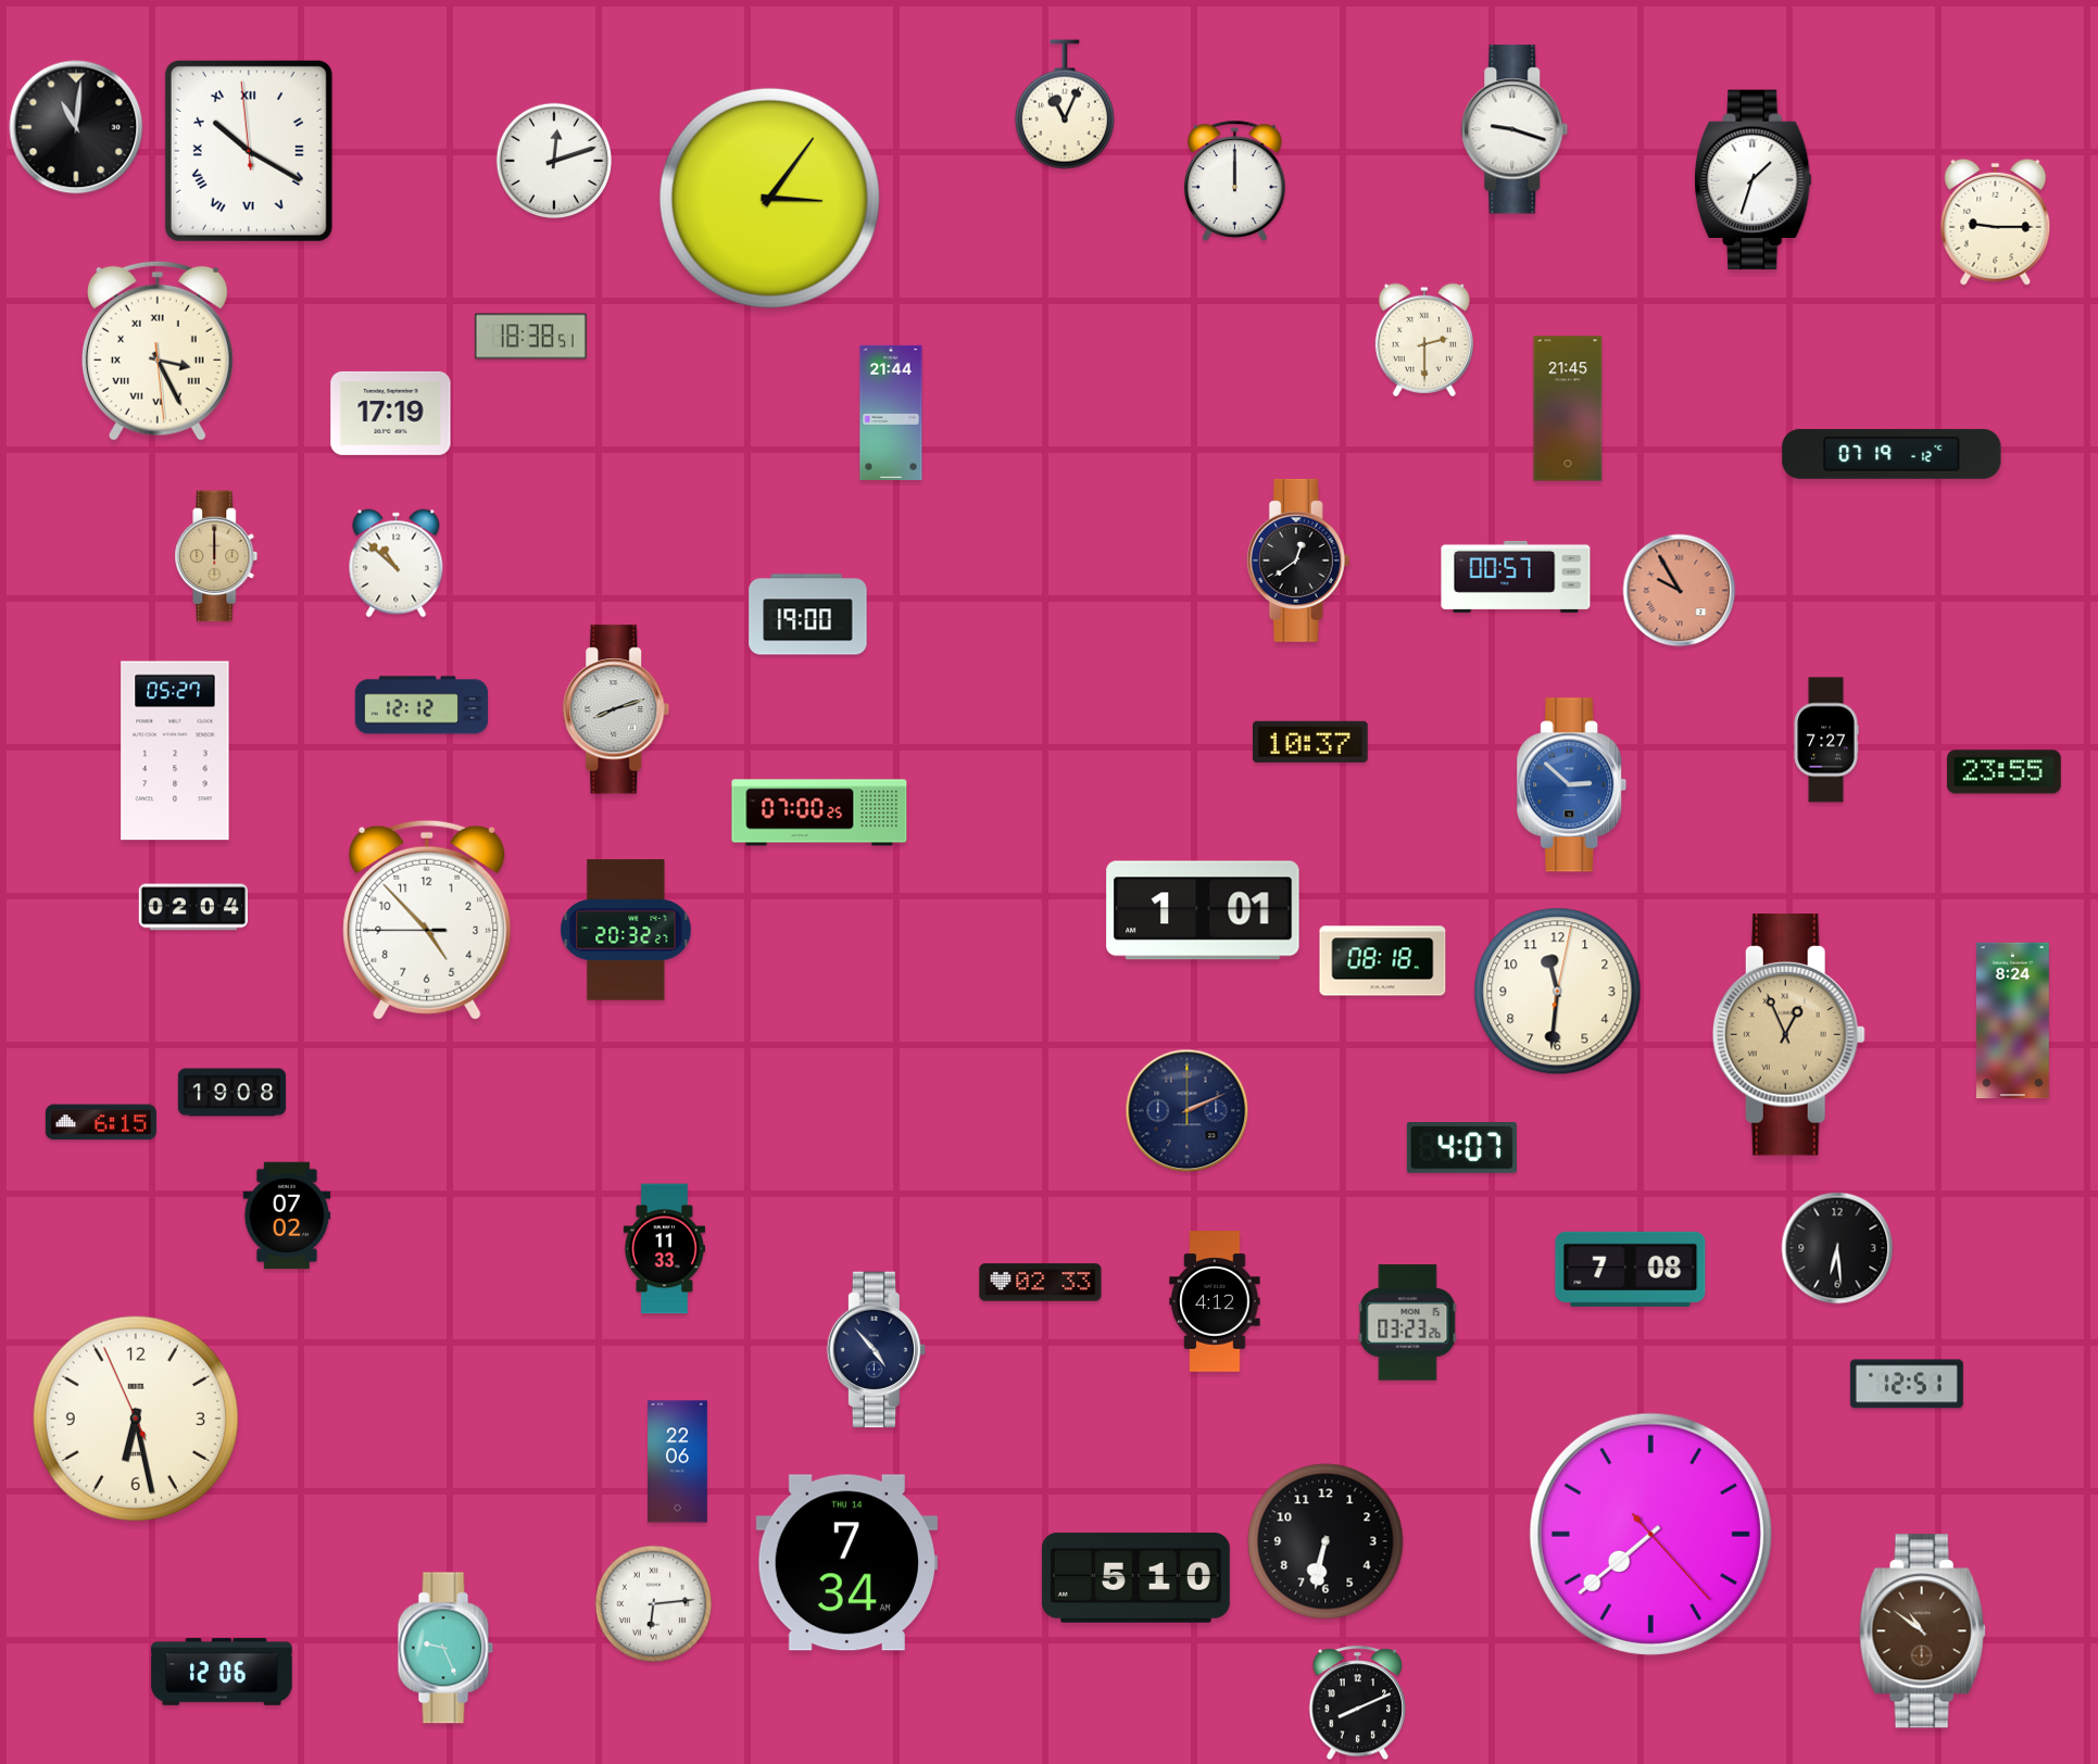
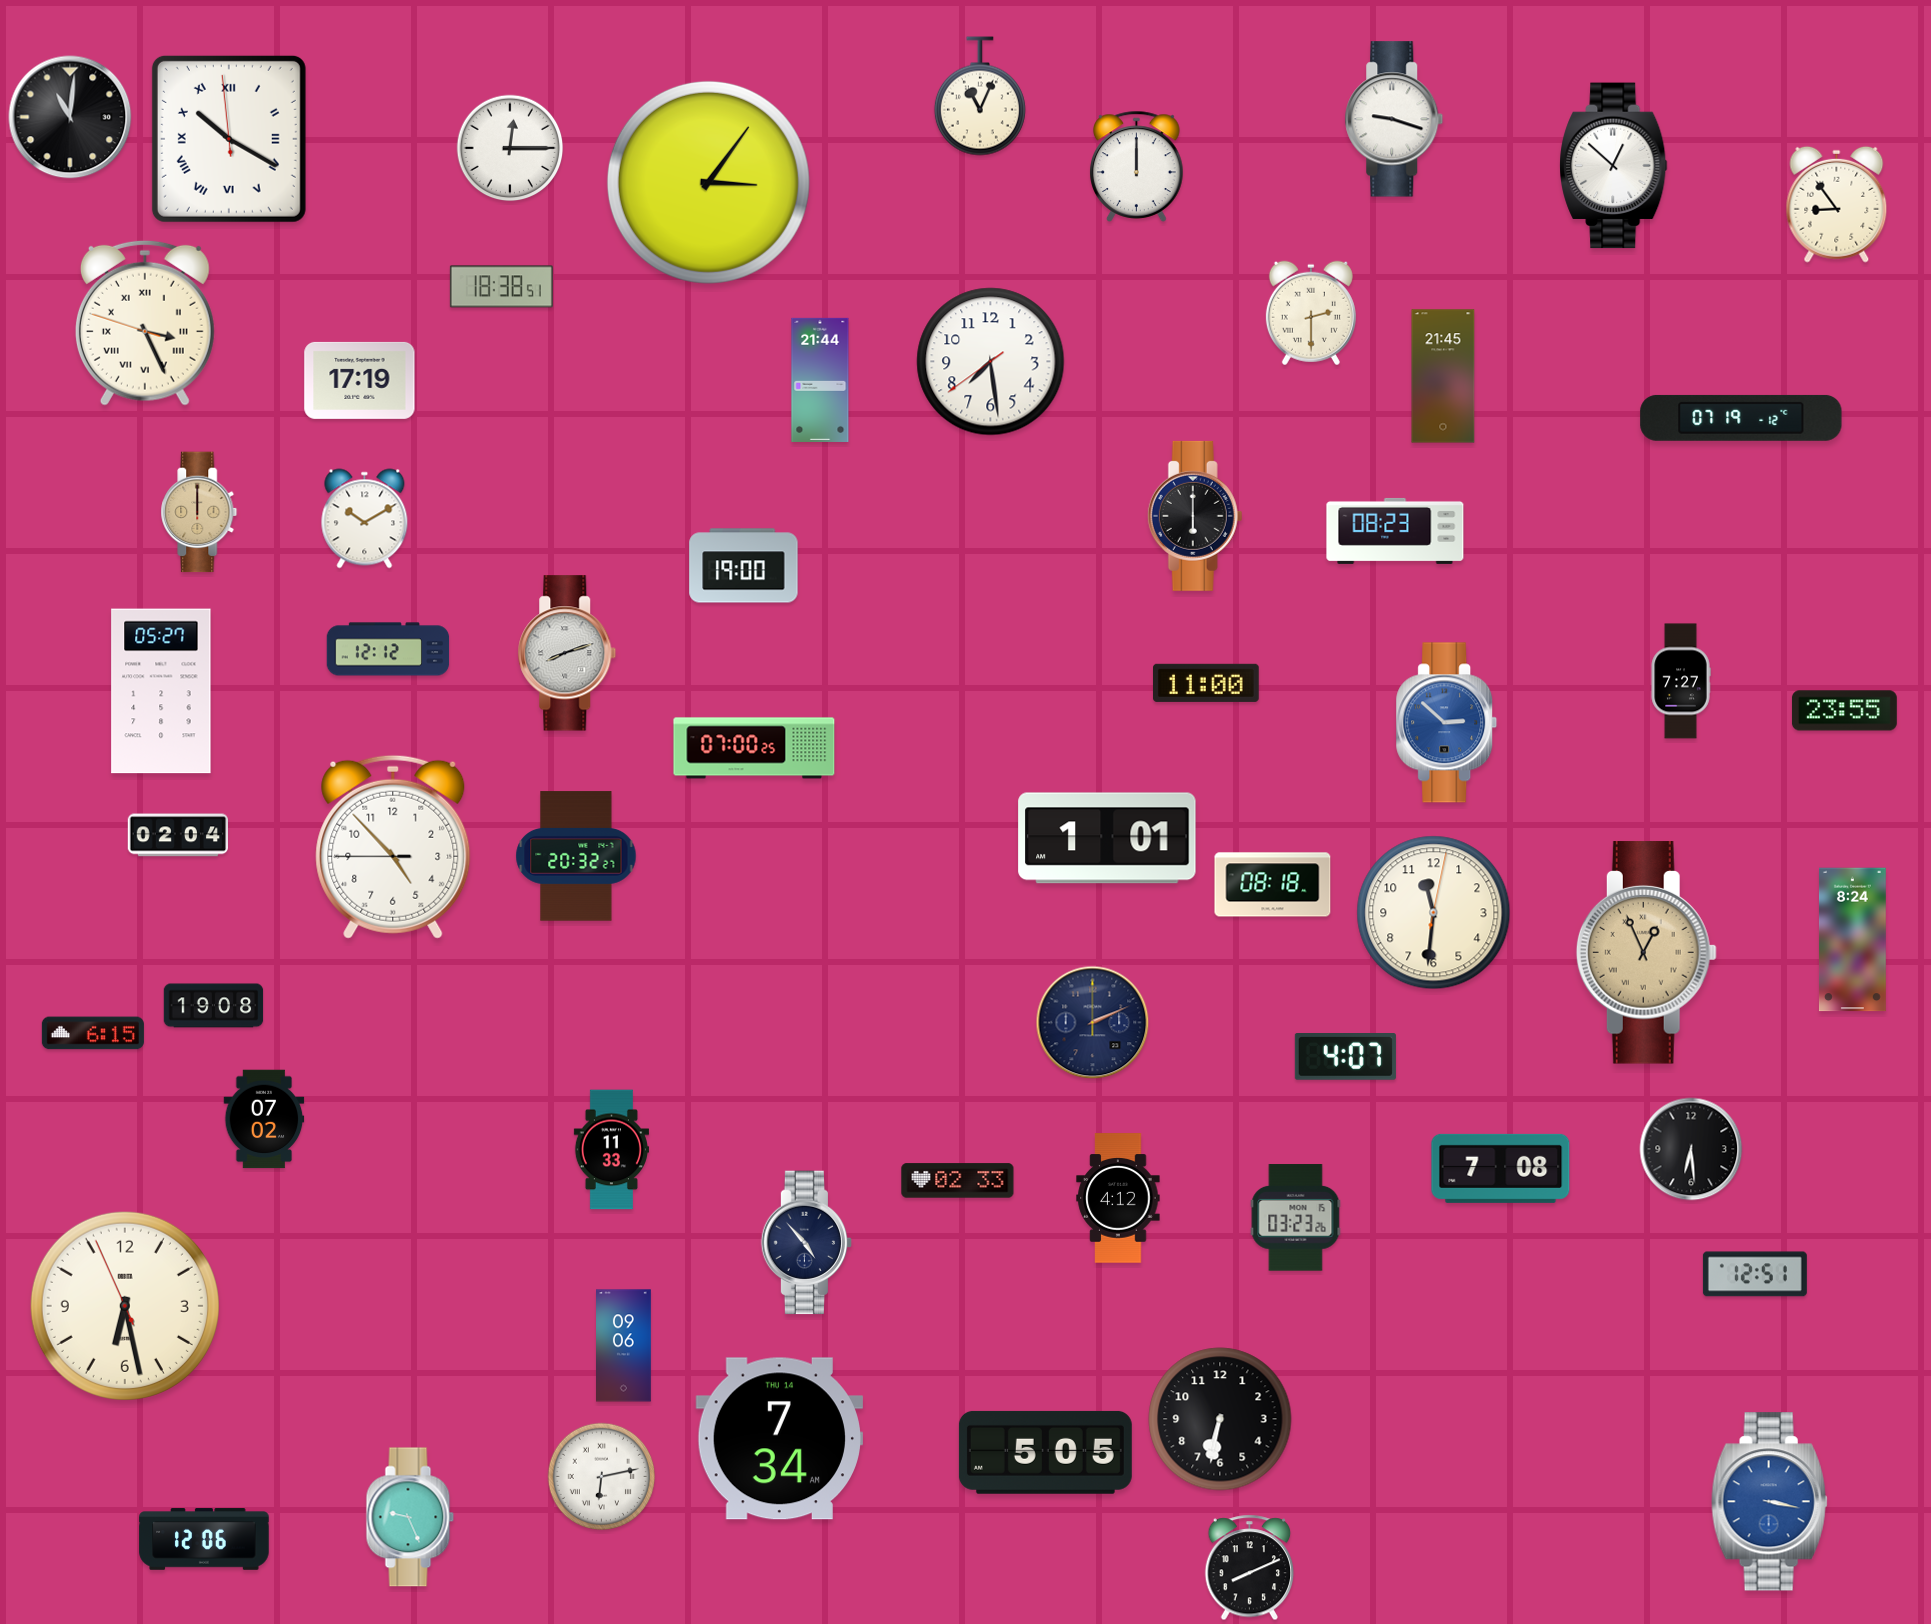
clock at (554, 161): 12:12 -> 12:15
clock at (1754, 180): 1:33 -> 12:52
clock at (1996, 222): 9:15 -> 8:54
clock at (530, 337) position: (530, 337) -> (501, 287)
clock at (158, 351): 3:25:29 -> 3:25:48
clock at (991, 362): none -> 7:28
clock at (1298, 560): 12:39 -> 6:00
clock at (397, 564): 10:52 -> 10:10
clock at (1516, 577): 00:57 -> 08:23
clock at (1680, 591): 9:55 -> none
clock at (1311, 742): 10:37 -> 11:00
clock at (678, 1462): 22:06 -> 09:06
clock at (1650, 1534): 7:38 -> none
clock at (1135, 1577): 5:10 -> 5:05
clock at (654, 1604): 6:14 -> 6:13
clock at (1922, 1631): 10:51 -> 3:17
clock at (1922, 1631) dial: brown -> blue
